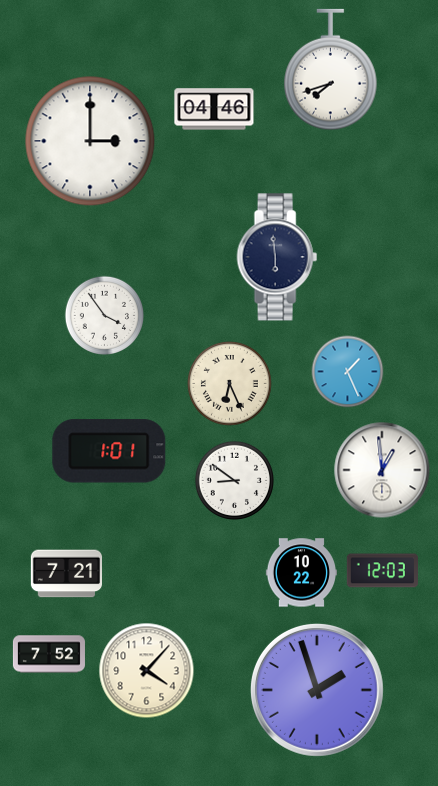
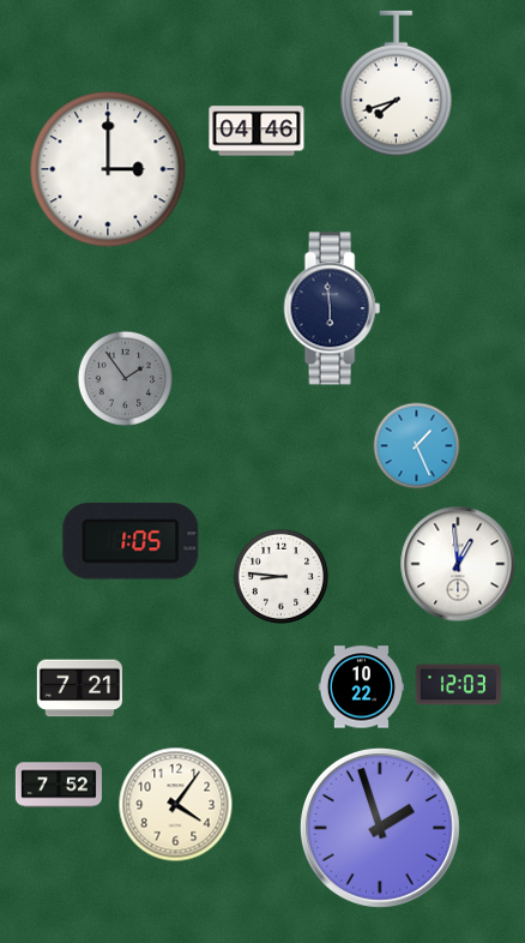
clock at (104, 315): 3:54 -> 1:54
clock at (104, 315) dial: white -> grey
clock at (230, 384): 6:26 -> none
clock at (109, 451): 1:01 -> 1:05
clock at (234, 480): 8:51 -> 8:46
clock at (147, 671): 4:07 -> 4:06
